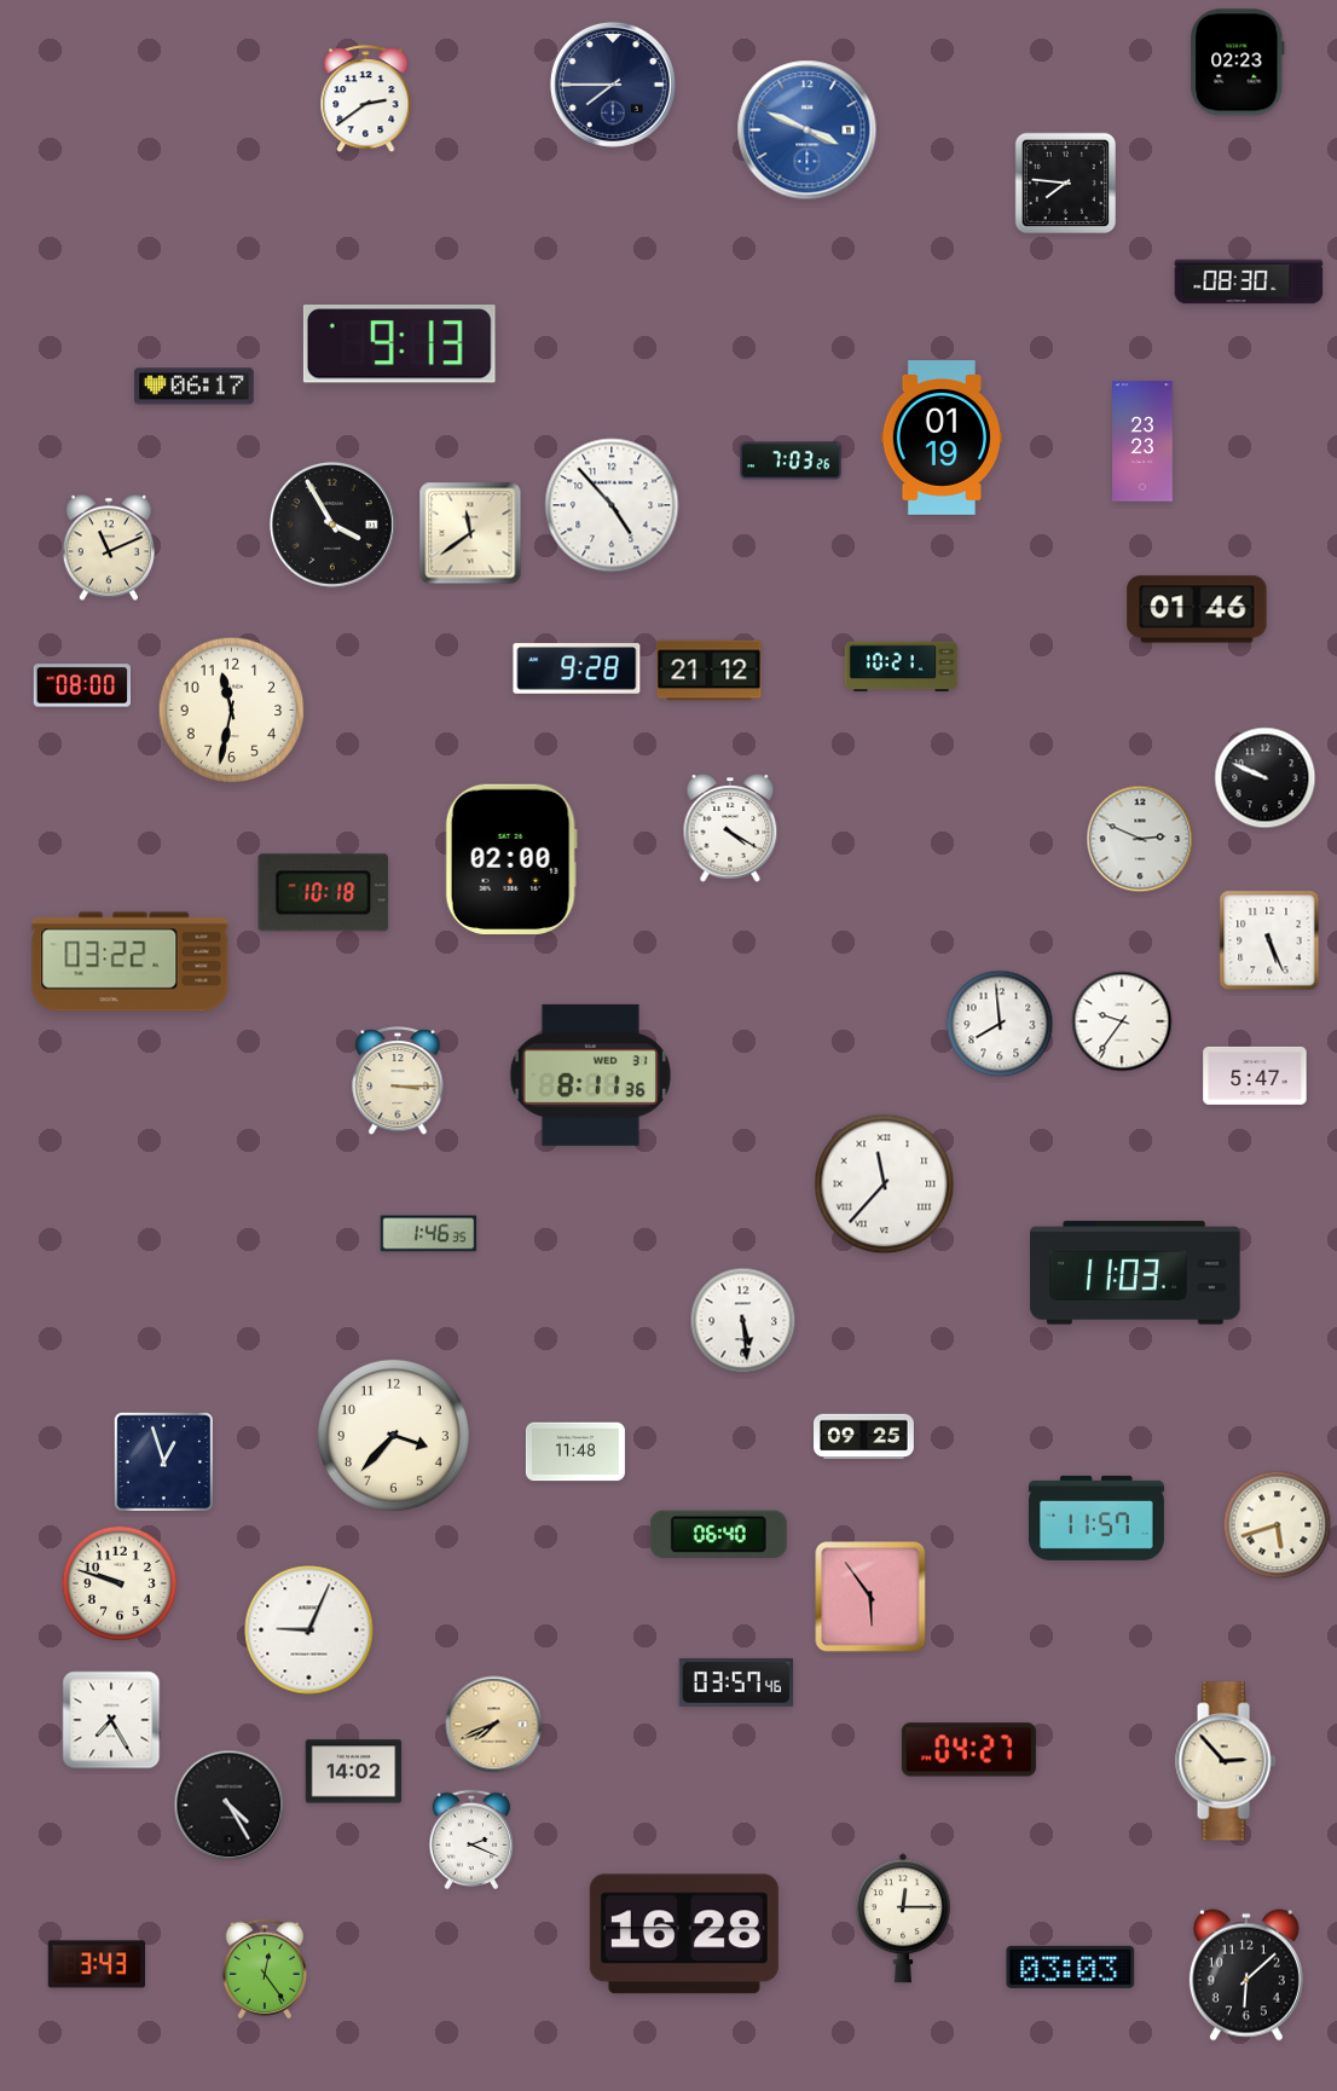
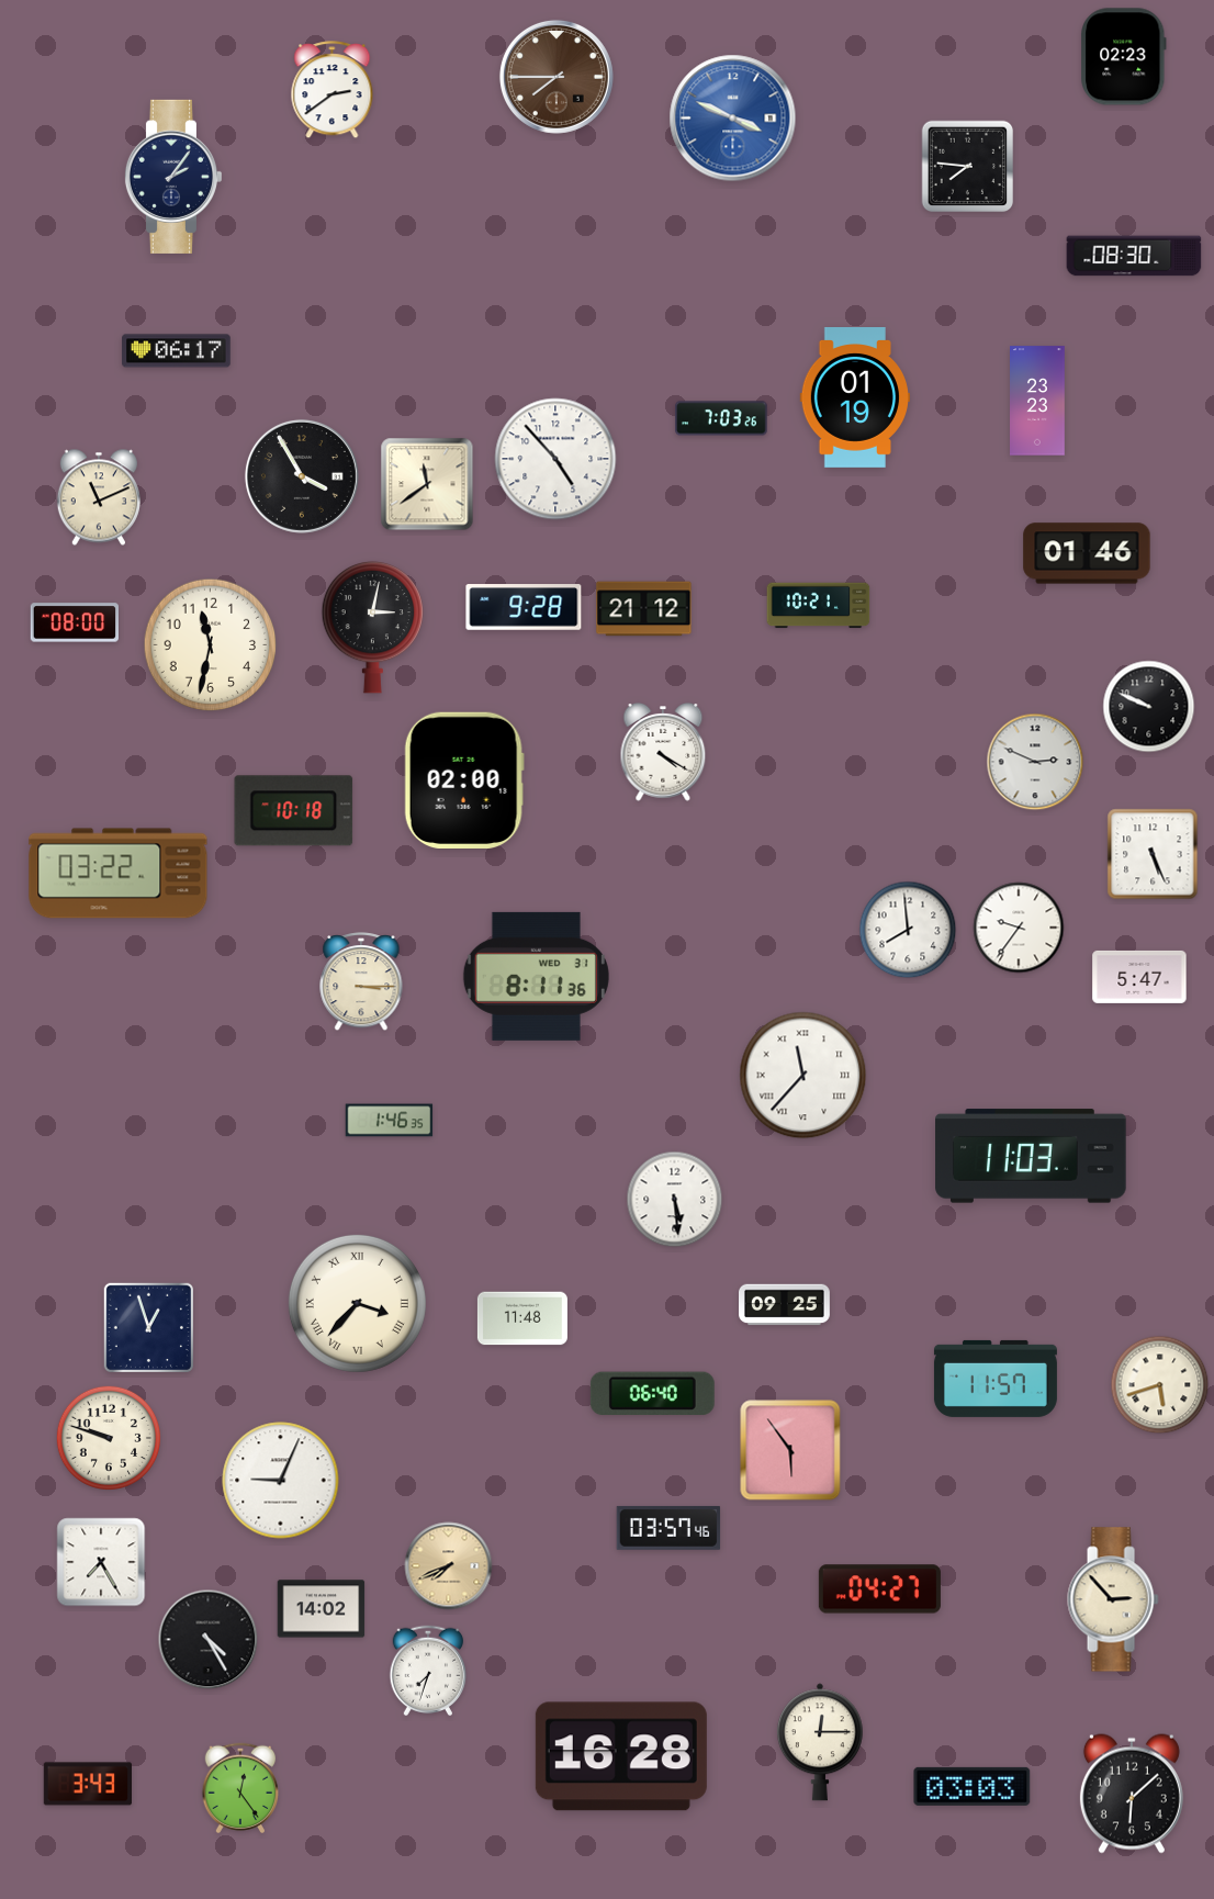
clock at (613, 85) dial: navy -> brown
clock at (172, 177): none -> 2:06
clock at (399, 344): 9:13 -> none
clock at (791, 461) position: (791, 461) -> (721, 418)
clock at (372, 628): none -> 3:02
clock at (393, 1435) numerals: Arabic -> Roman
clock at (471, 1840): 2:19 -> 7:33
